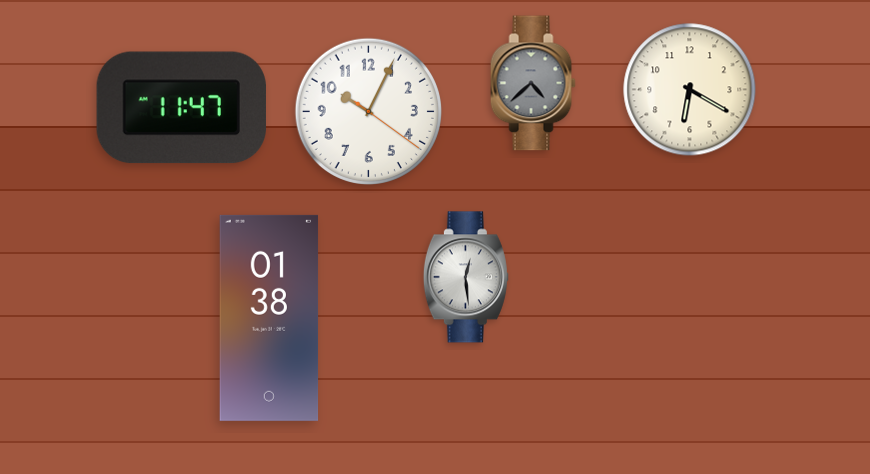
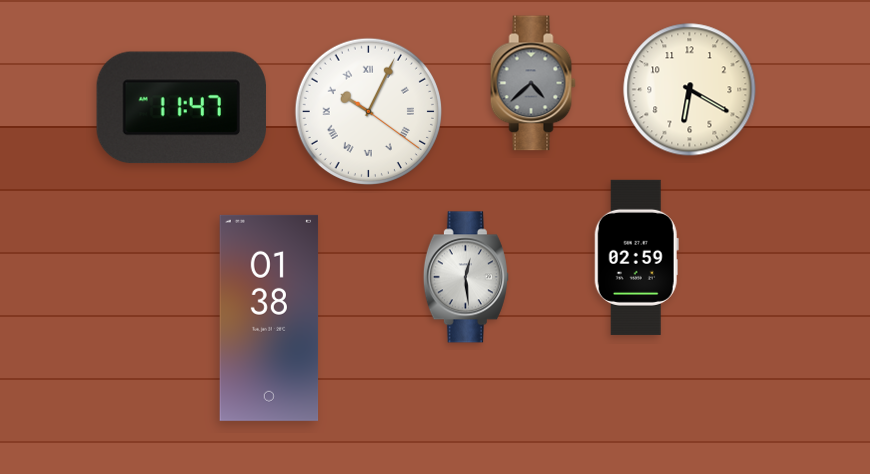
clock at (368, 111) numerals: Arabic -> Roman
clock at (636, 257): none -> 02:59
